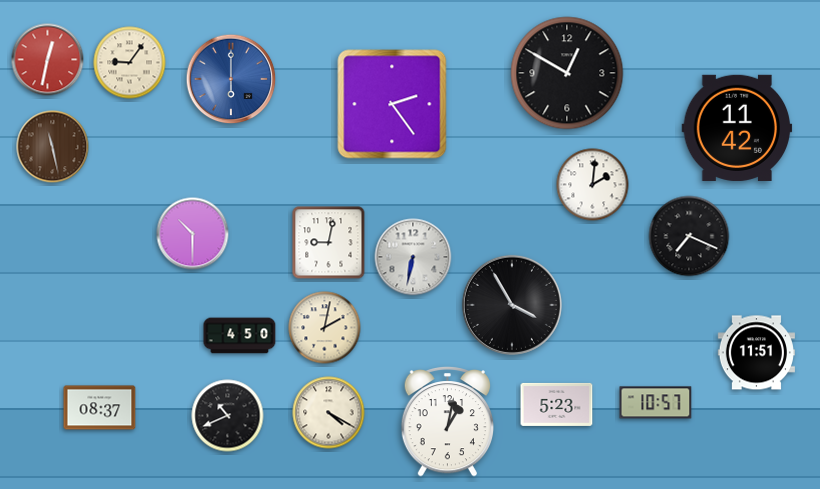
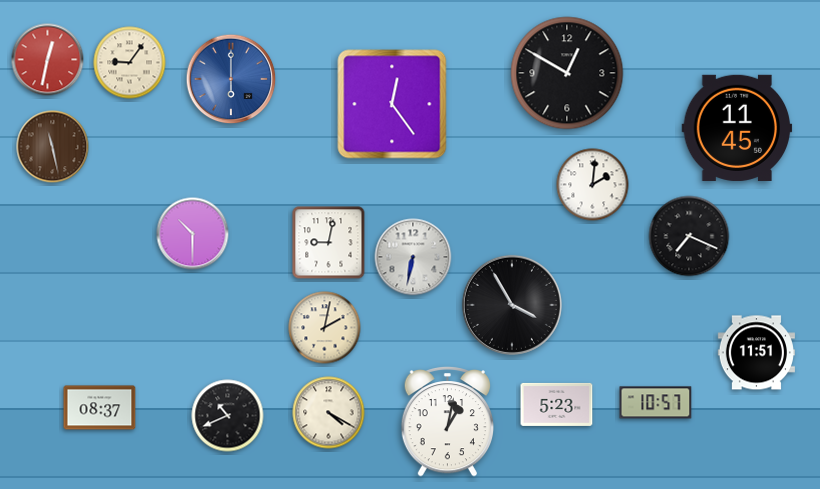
clock at (392, 104): 2:24 -> 12:24
clock at (737, 128): 11:42 -> 11:45
clock at (240, 336): 4:50 -> none
